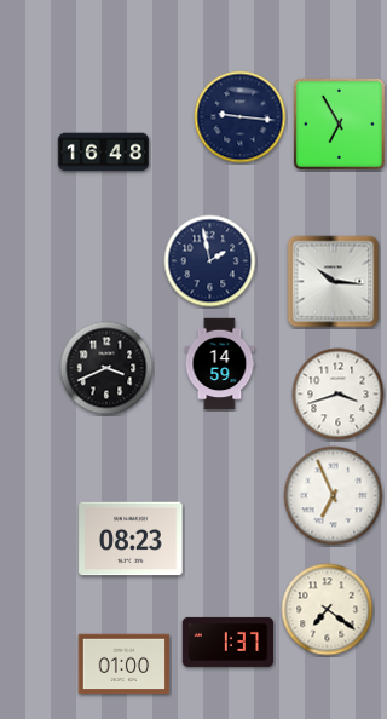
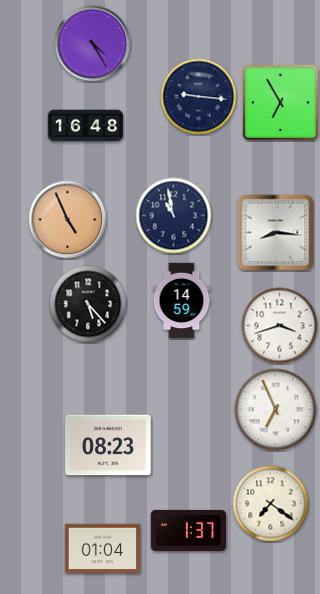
clock at (93, 44): none -> 4:25
clock at (210, 261): 1:58 -> 10:58
clock at (68, 220): none -> 4:56
clock at (334, 282): 10:16 -> 8:16
clock at (106, 368): 3:41 -> 5:23
clock at (125, 665): 01:00 -> 01:04
